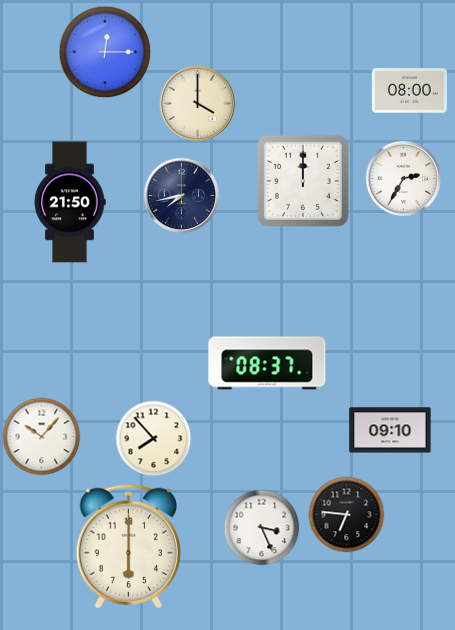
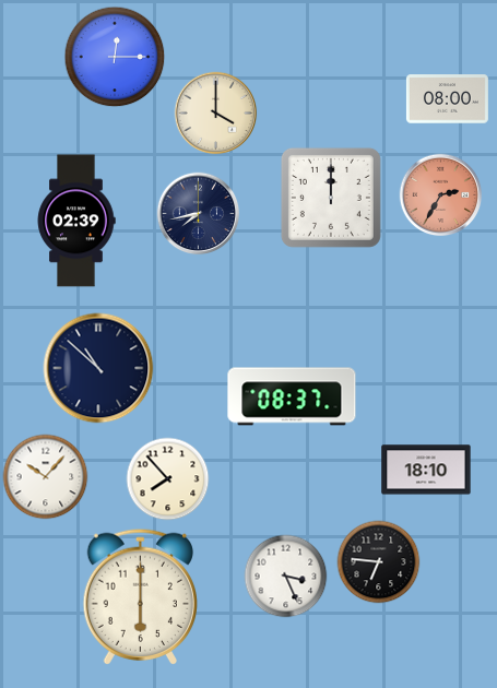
clock at (404, 179) dial: white -> salmon
clock at (70, 202): 21:50 -> 02:39
clock at (98, 368): none -> 10:52
clock at (390, 430): 09:10 -> 18:10
